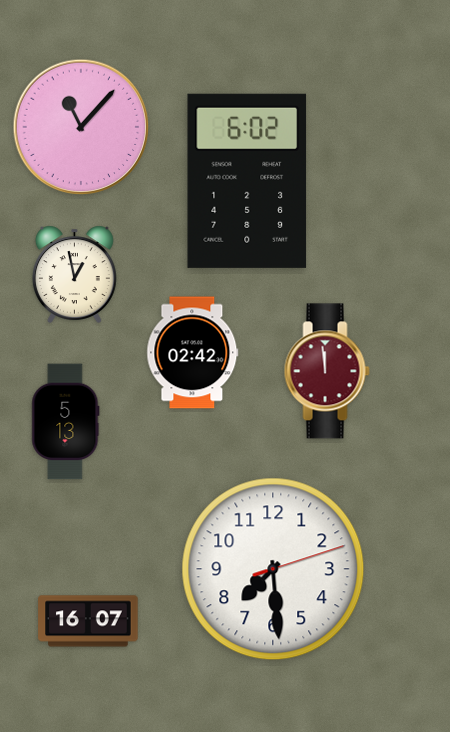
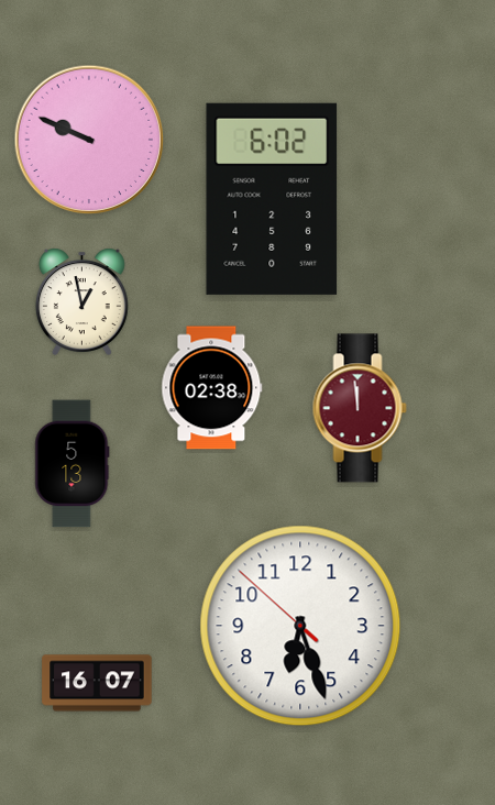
clock at (81, 127): 11:07 -> 9:49
clock at (193, 353): 02:42 -> 02:38
clock at (273, 569): 7:29 -> 6:26
